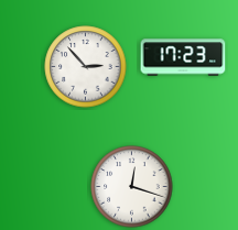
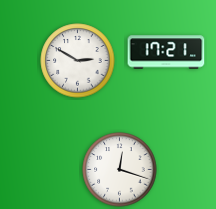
clock at (183, 57): 17:23 -> 17:21
clock at (86, 67): 2:53 -> 2:50
